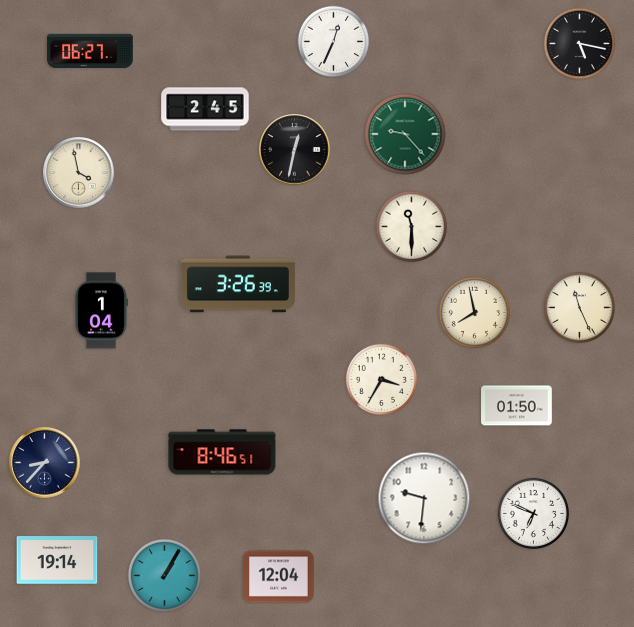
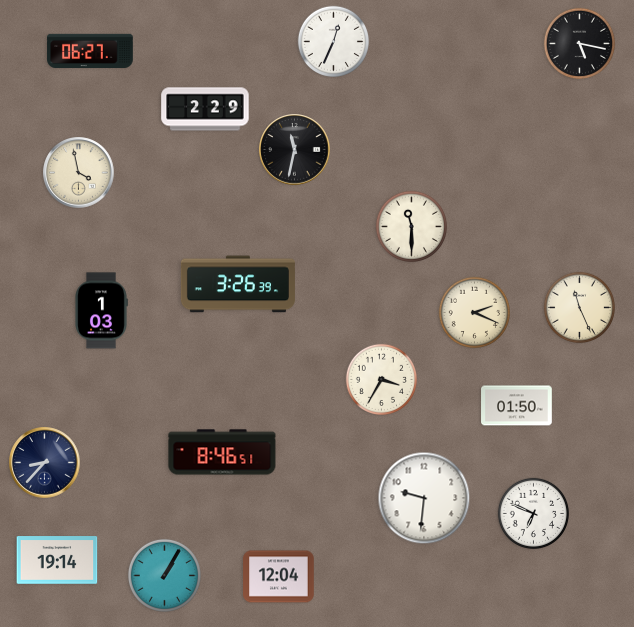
clock at (205, 109): 2:45 -> 2:29
clock at (405, 134): 9:23 -> none
clock at (295, 150): 12:32 -> 11:32
clock at (101, 311): 1:04 -> 1:03
clock at (474, 312): 7:58 -> 2:19
